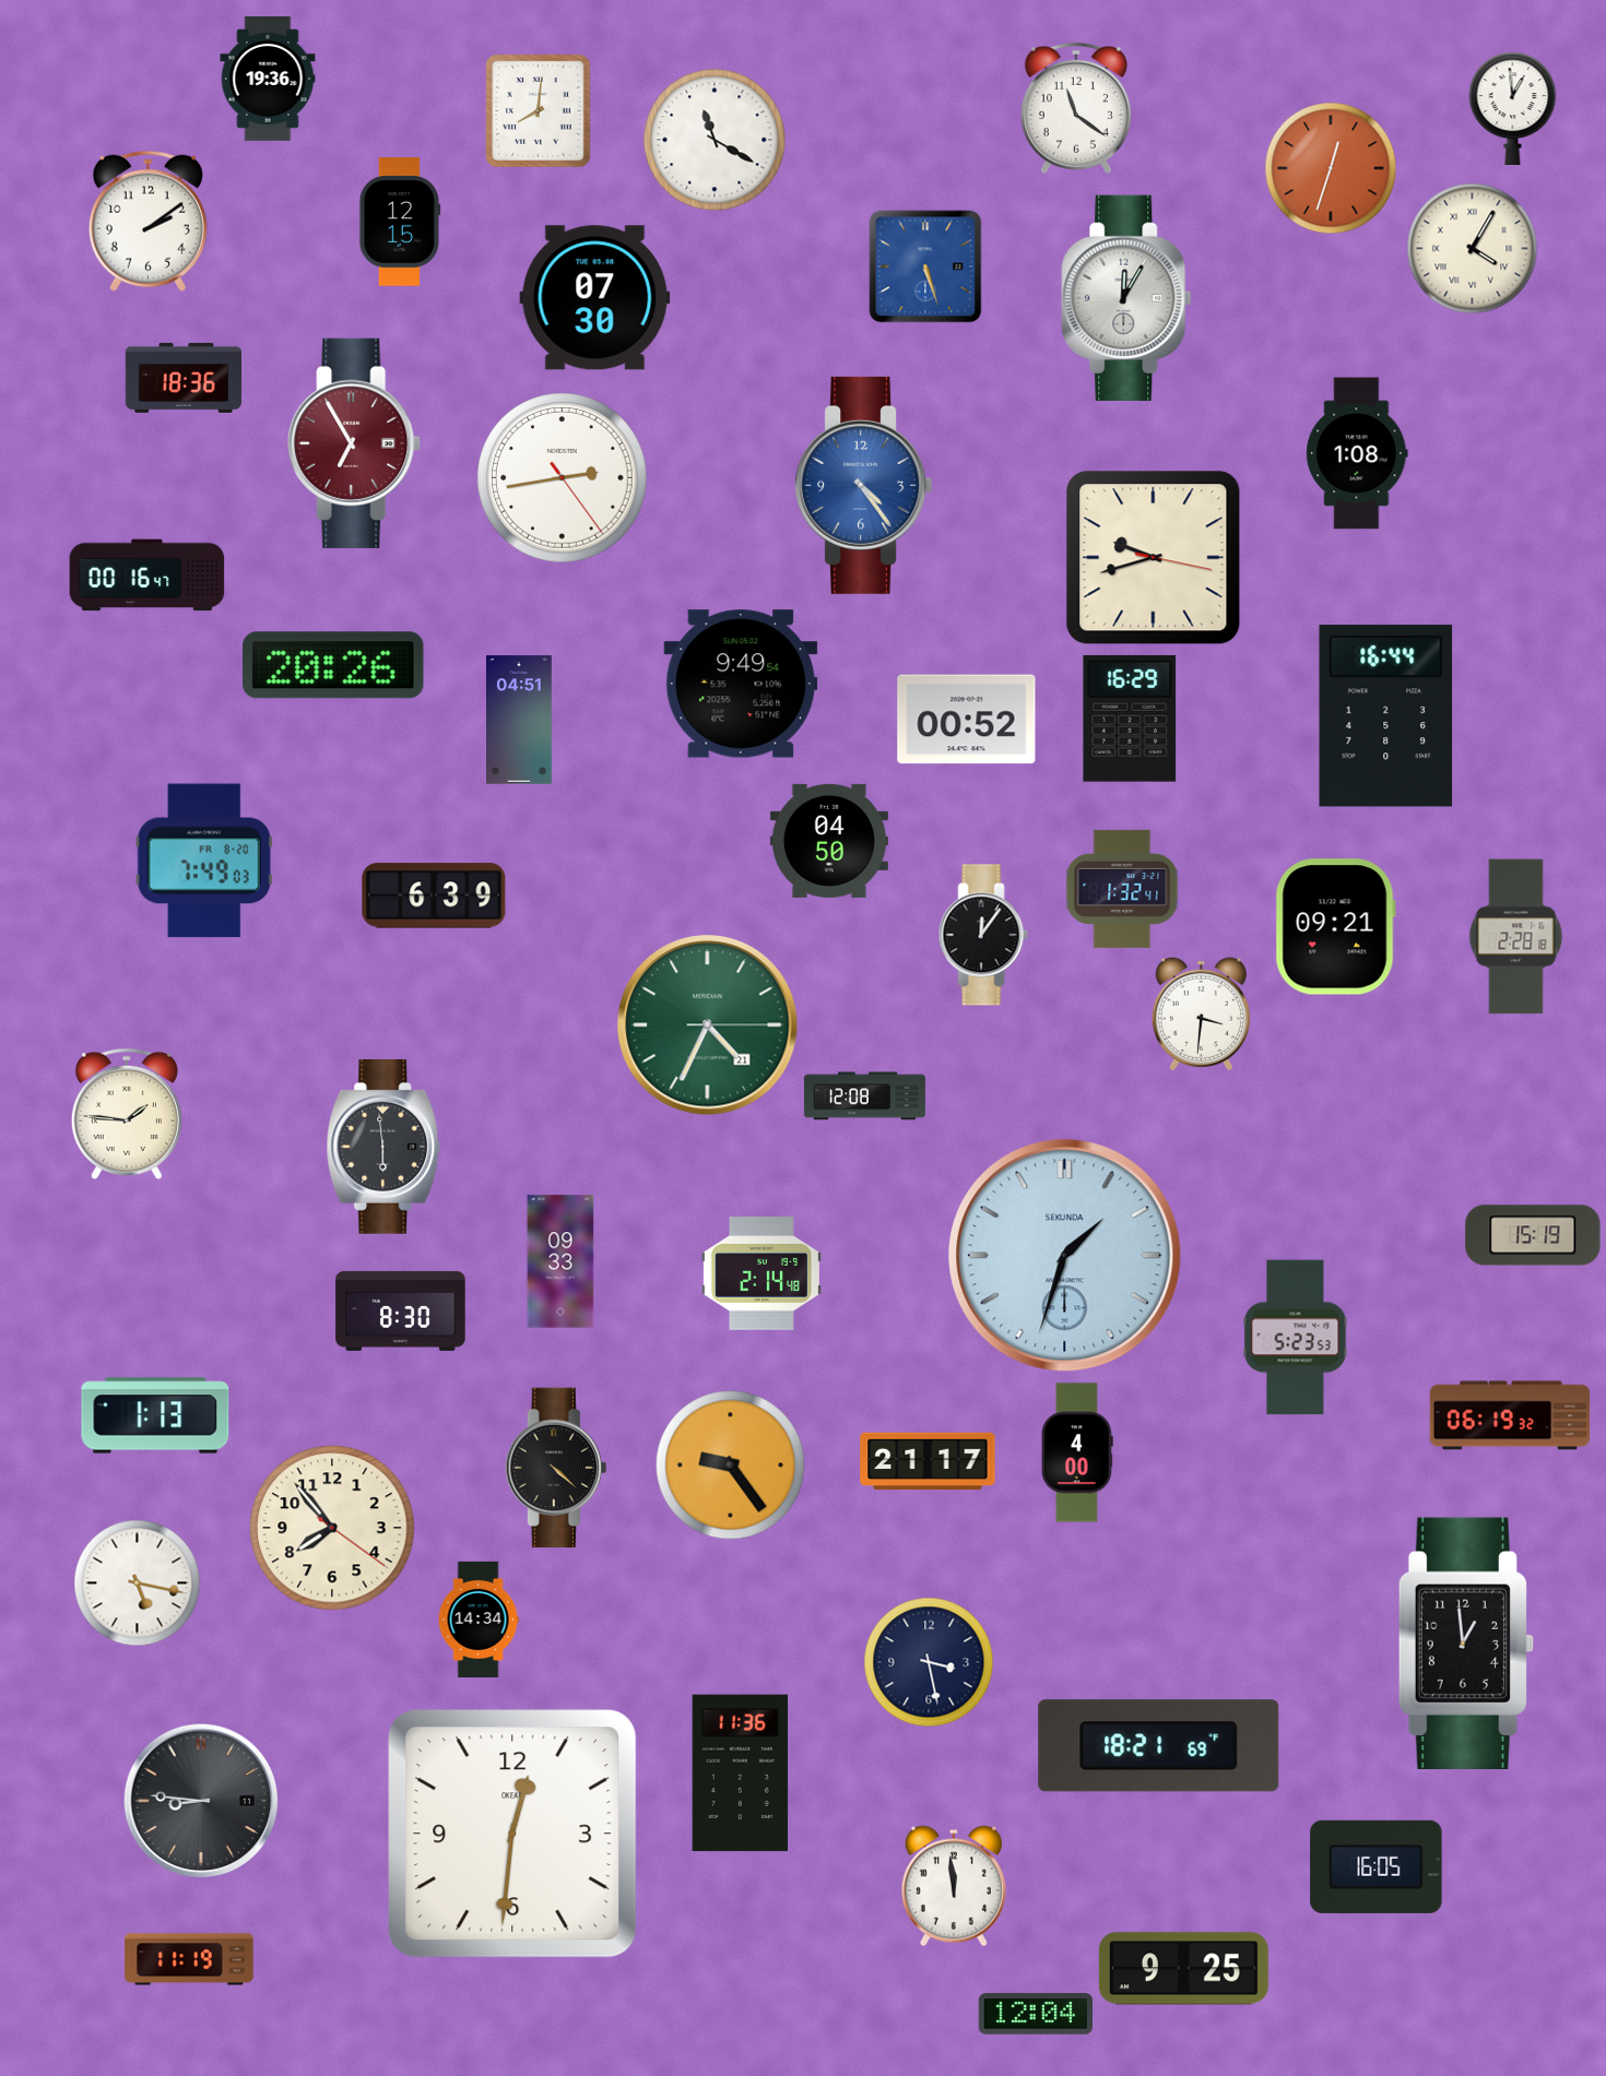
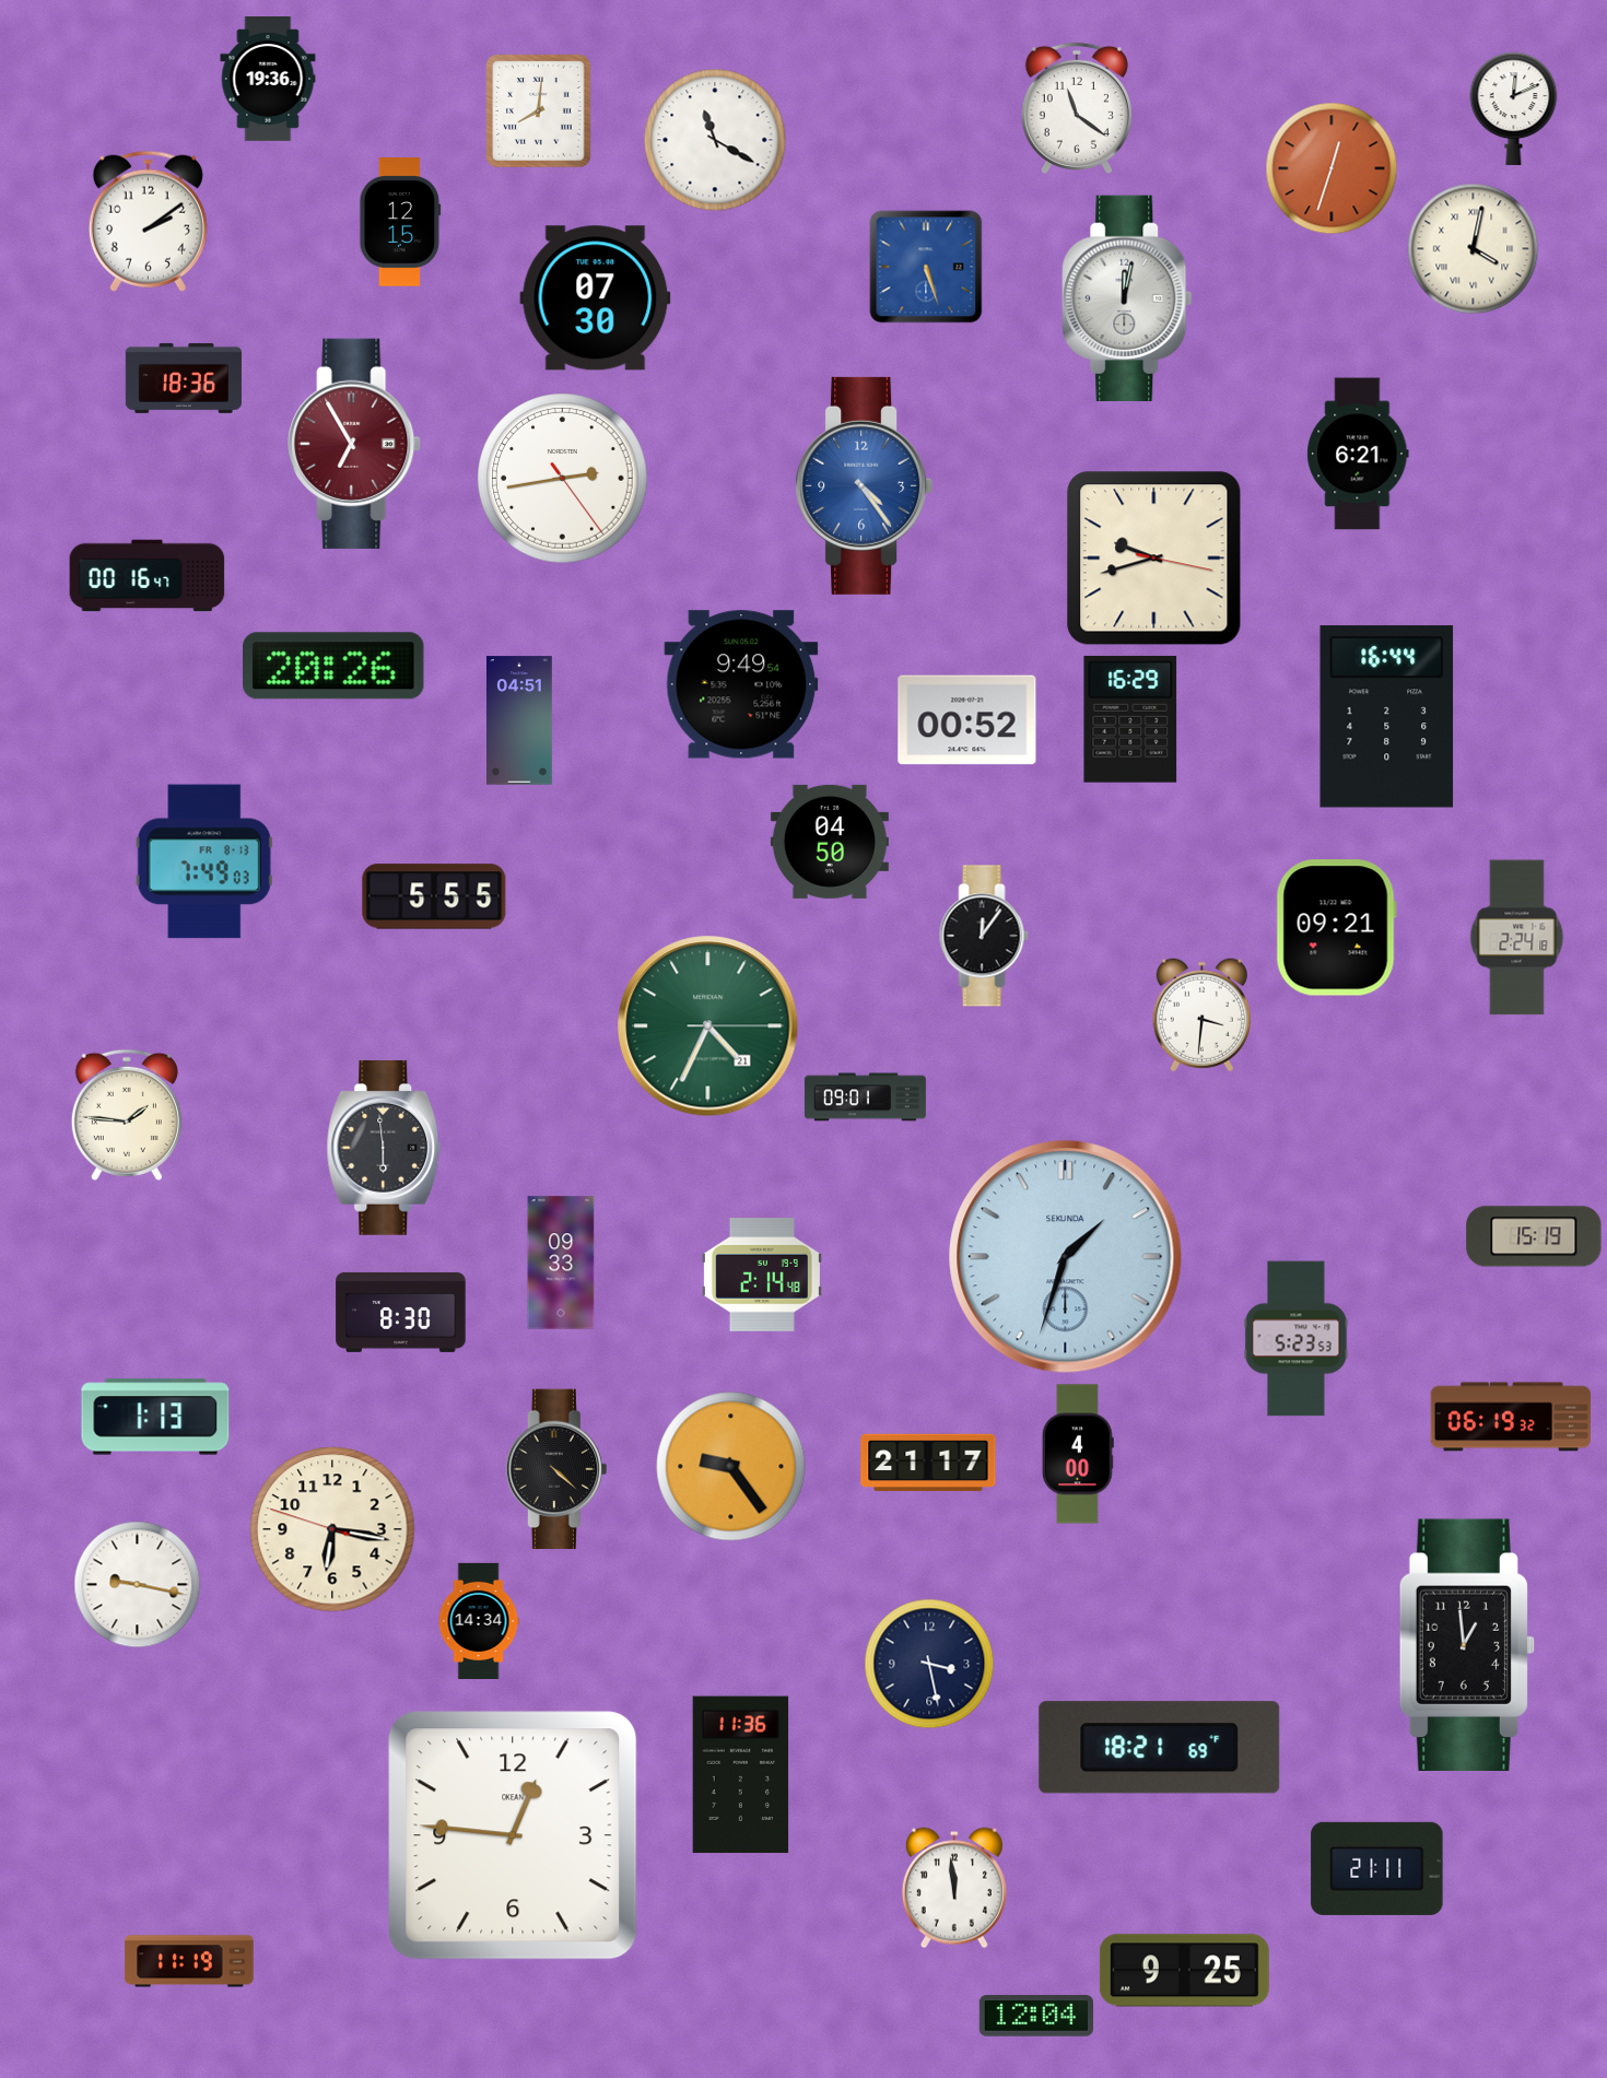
clock at (1513, 109): 12:59 -> 12:11
clock at (1473, 249): 4:05 -> 4:02
clock at (1126, 297): 12:05 -> 12:02
clock at (1357, 453): 1:08 -> 6:21
clock at (204, 861) date: FR 8-20 -> FR 8-13
clock at (1122, 889): 1:32 -> none
clock at (434, 895): 6:39 -> 5:55
clock at (1516, 937): 2:28 -> 2:24
clock at (864, 1096): 12:08 -> 09:01
clock at (332, 1528): 7:53 -> 6:16
clock at (138, 1583): 5:17 -> 9:17
clock at (201, 1801): 8:46 -> none
clock at (512, 1834): 12:31 -> 12:46
clock at (1377, 1866): 16:05 -> 21:11
